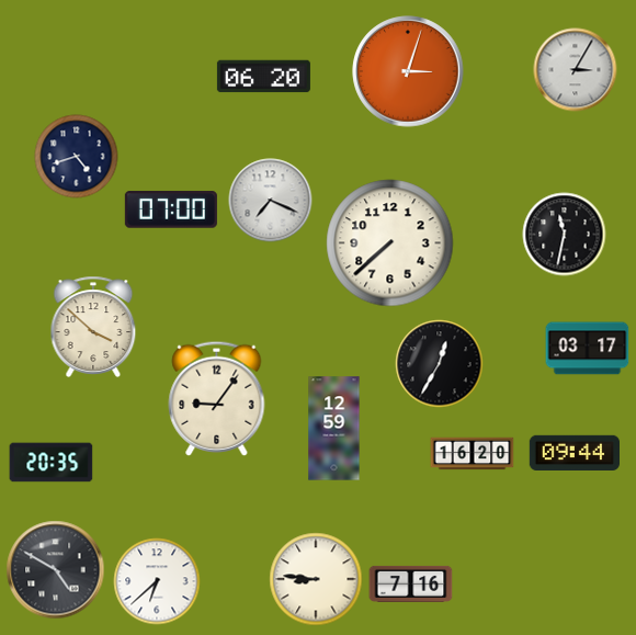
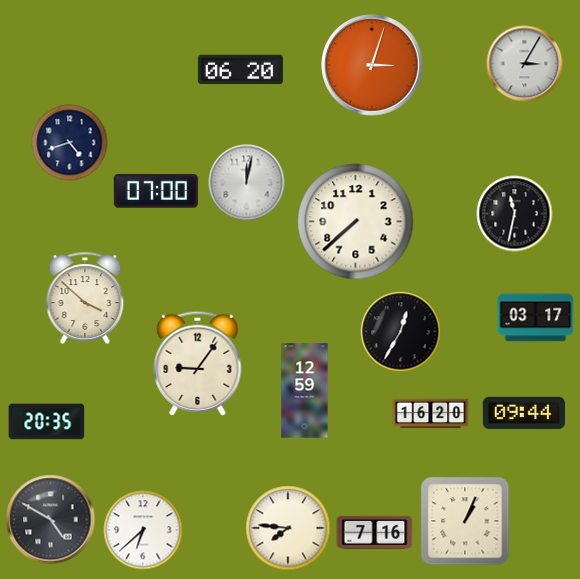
clock at (271, 201): 7:19 -> 12:02
clock at (465, 521): none -> 1:04
clock at (316, 579): 8:46 -> 7:46
